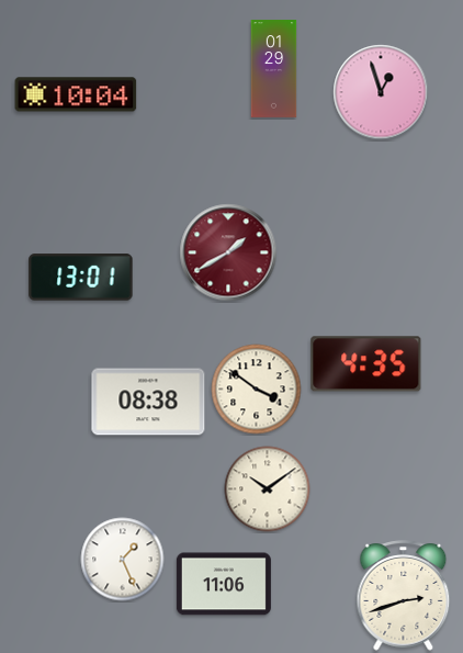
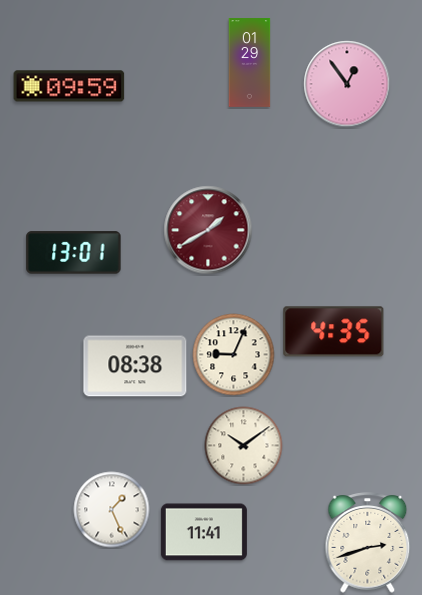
clock at (381, 92): 12:57 -> 12:54
clock at (76, 94): 10:04 -> 09:59
clock at (257, 390): 3:51 -> 9:04
clock at (224, 584): 11:06 -> 11:41
